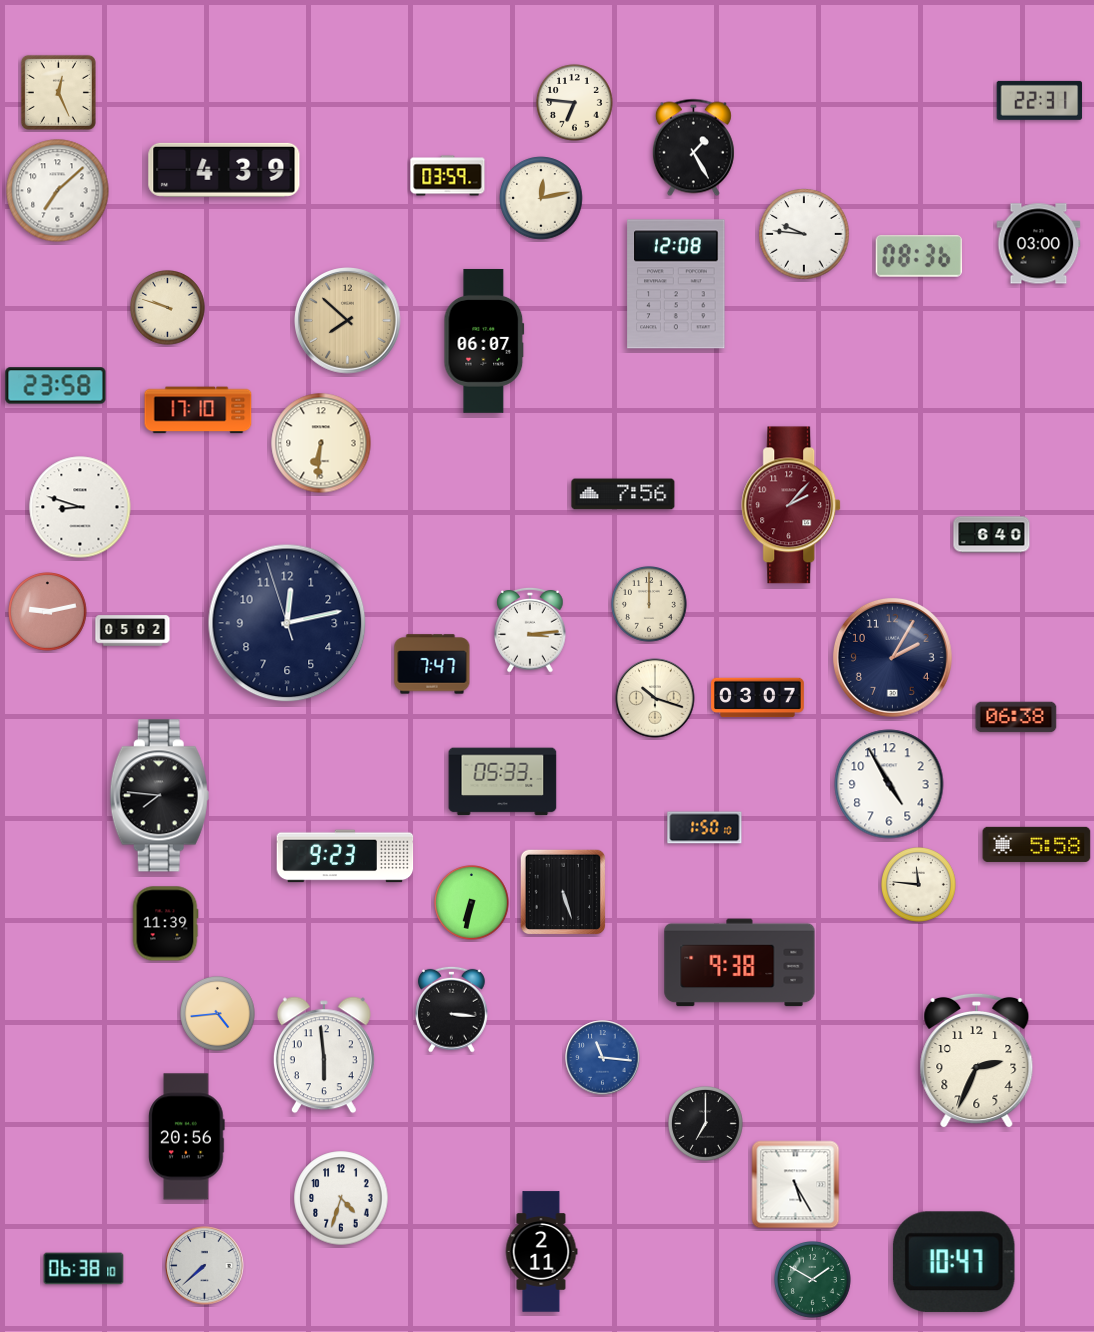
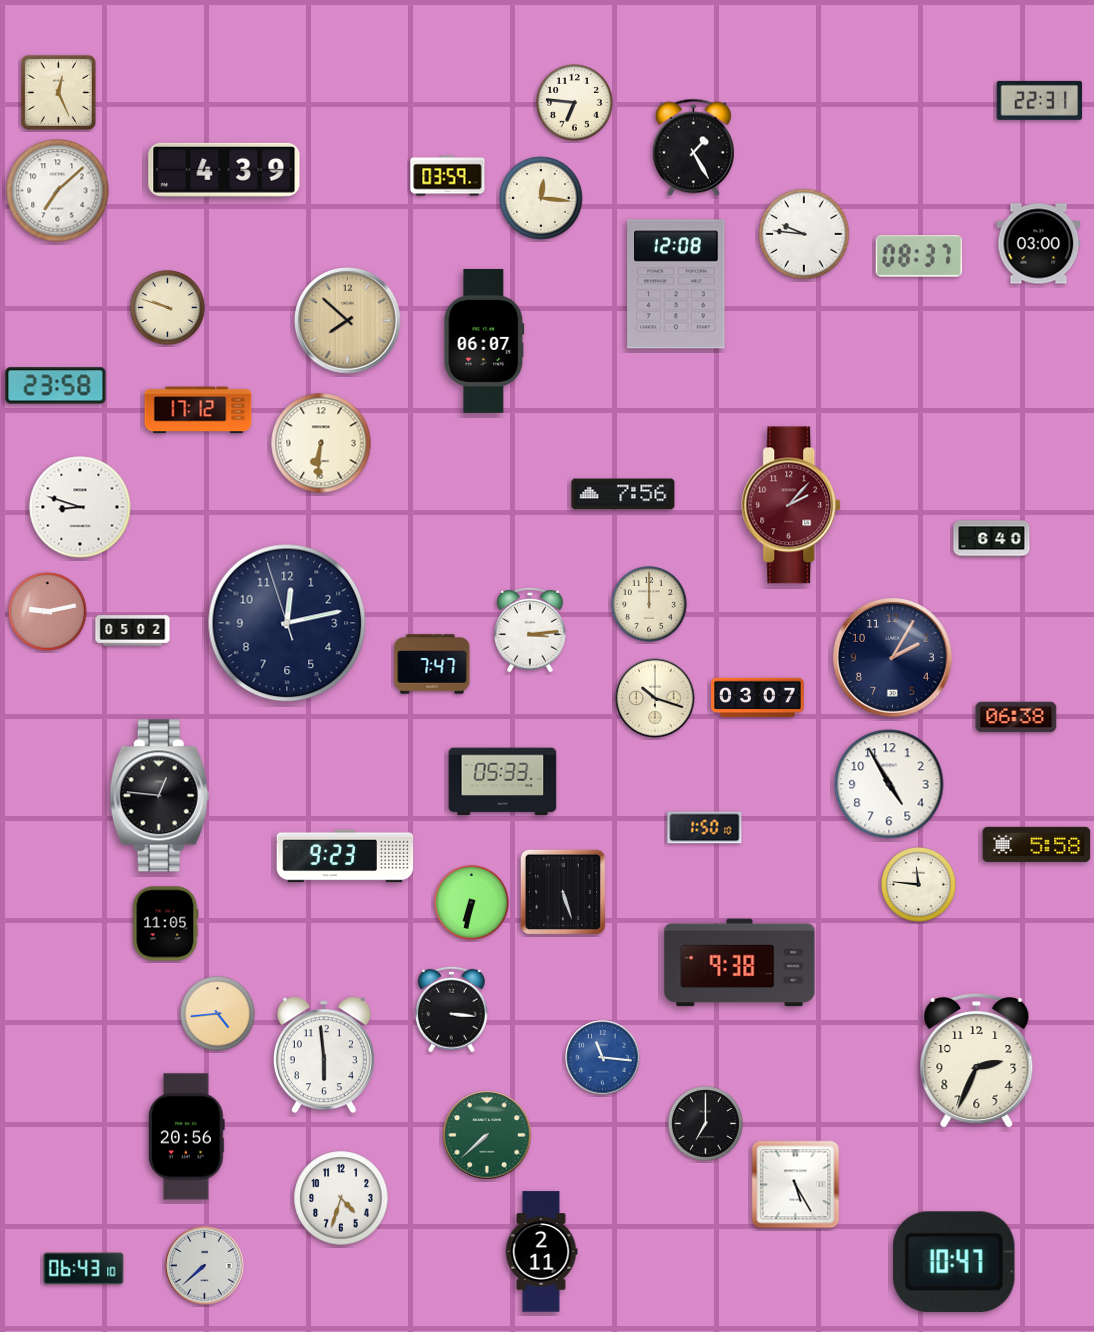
clock at (541, 198): 12:13 -> 12:16
clock at (919, 256): 08:36 -> 08:37
clock at (198, 410): 17:10 -> 17:12
clock at (992, 535) position: (992, 535) -> (992, 539)
clock at (159, 796): 7:46 -> 12:46
clock at (165, 924): 11:39 -> 11:05
clock at (487, 1135): none -> 7:38
clock at (84, 1269): 06:38 -> 06:43
clock at (813, 1280): 1:50 -> none
